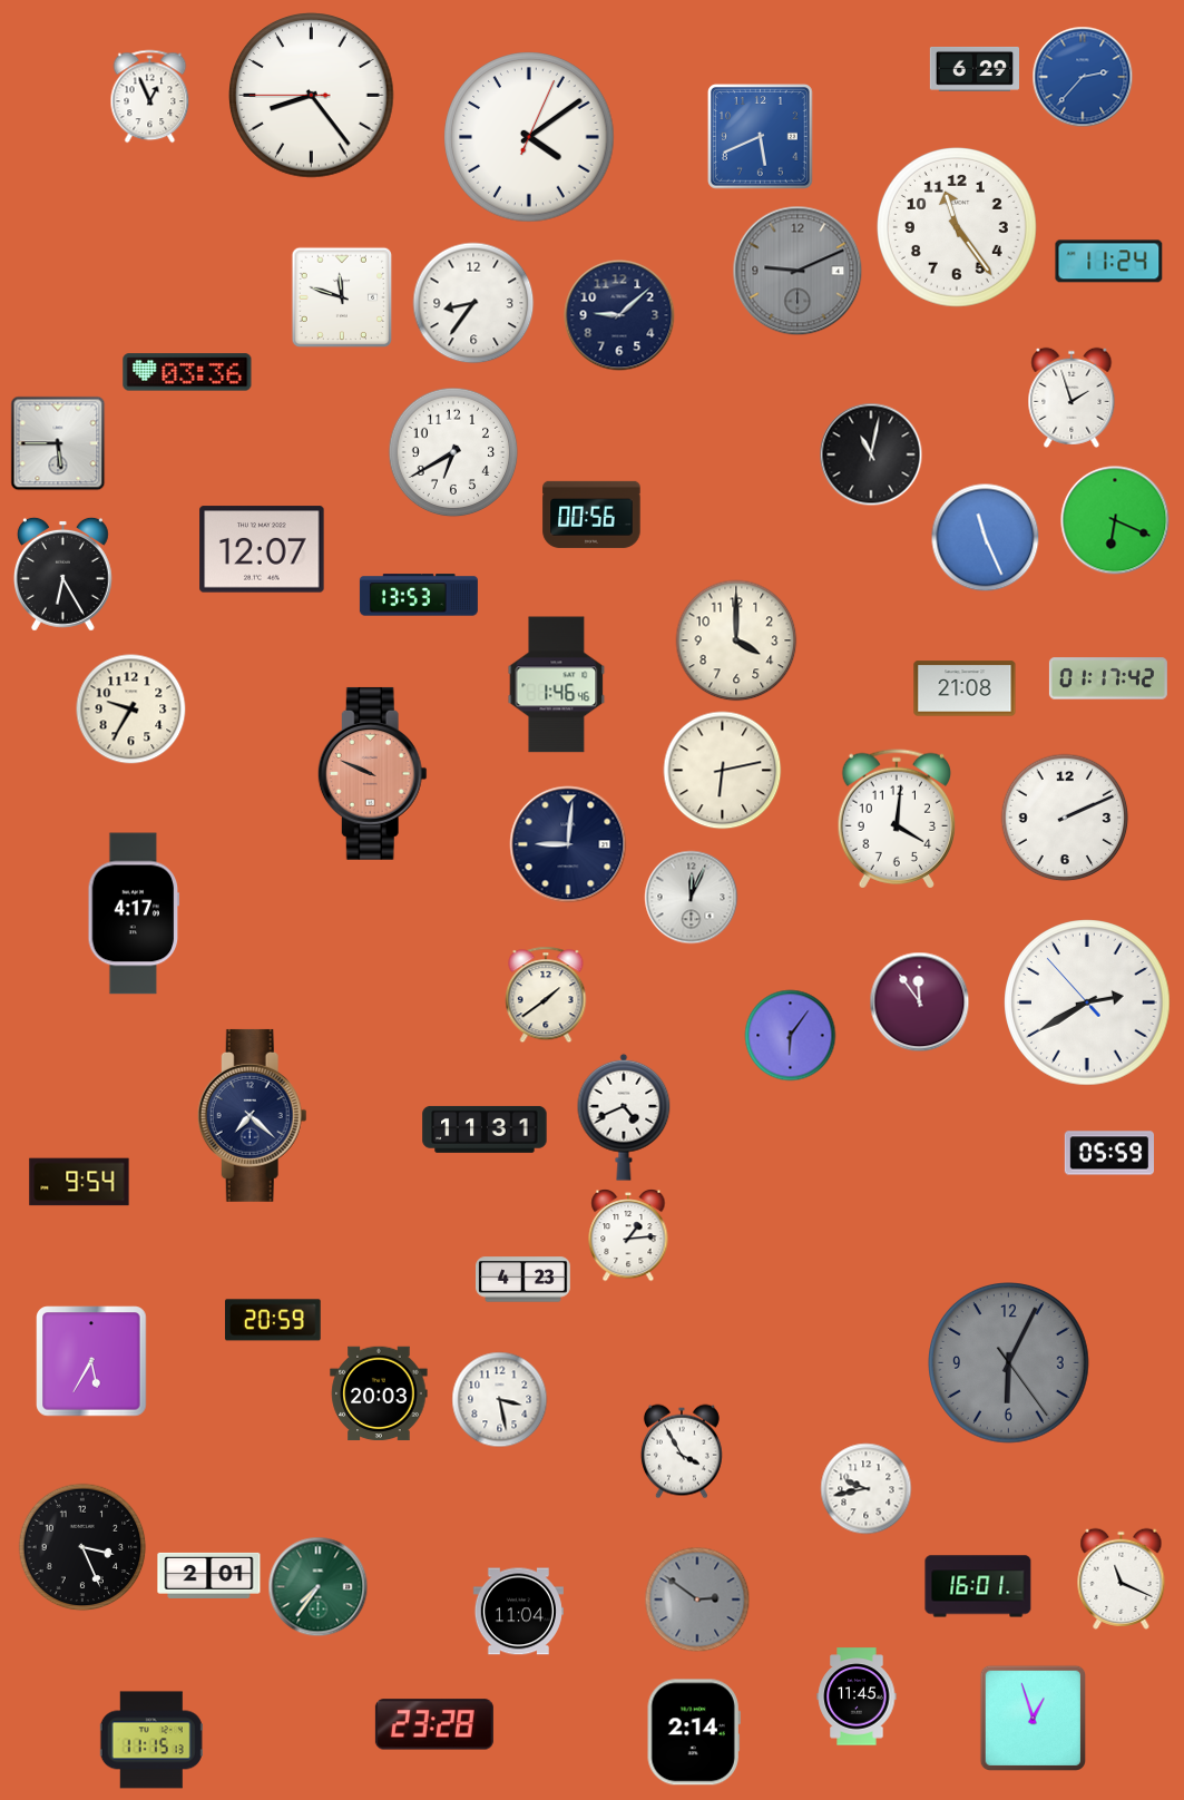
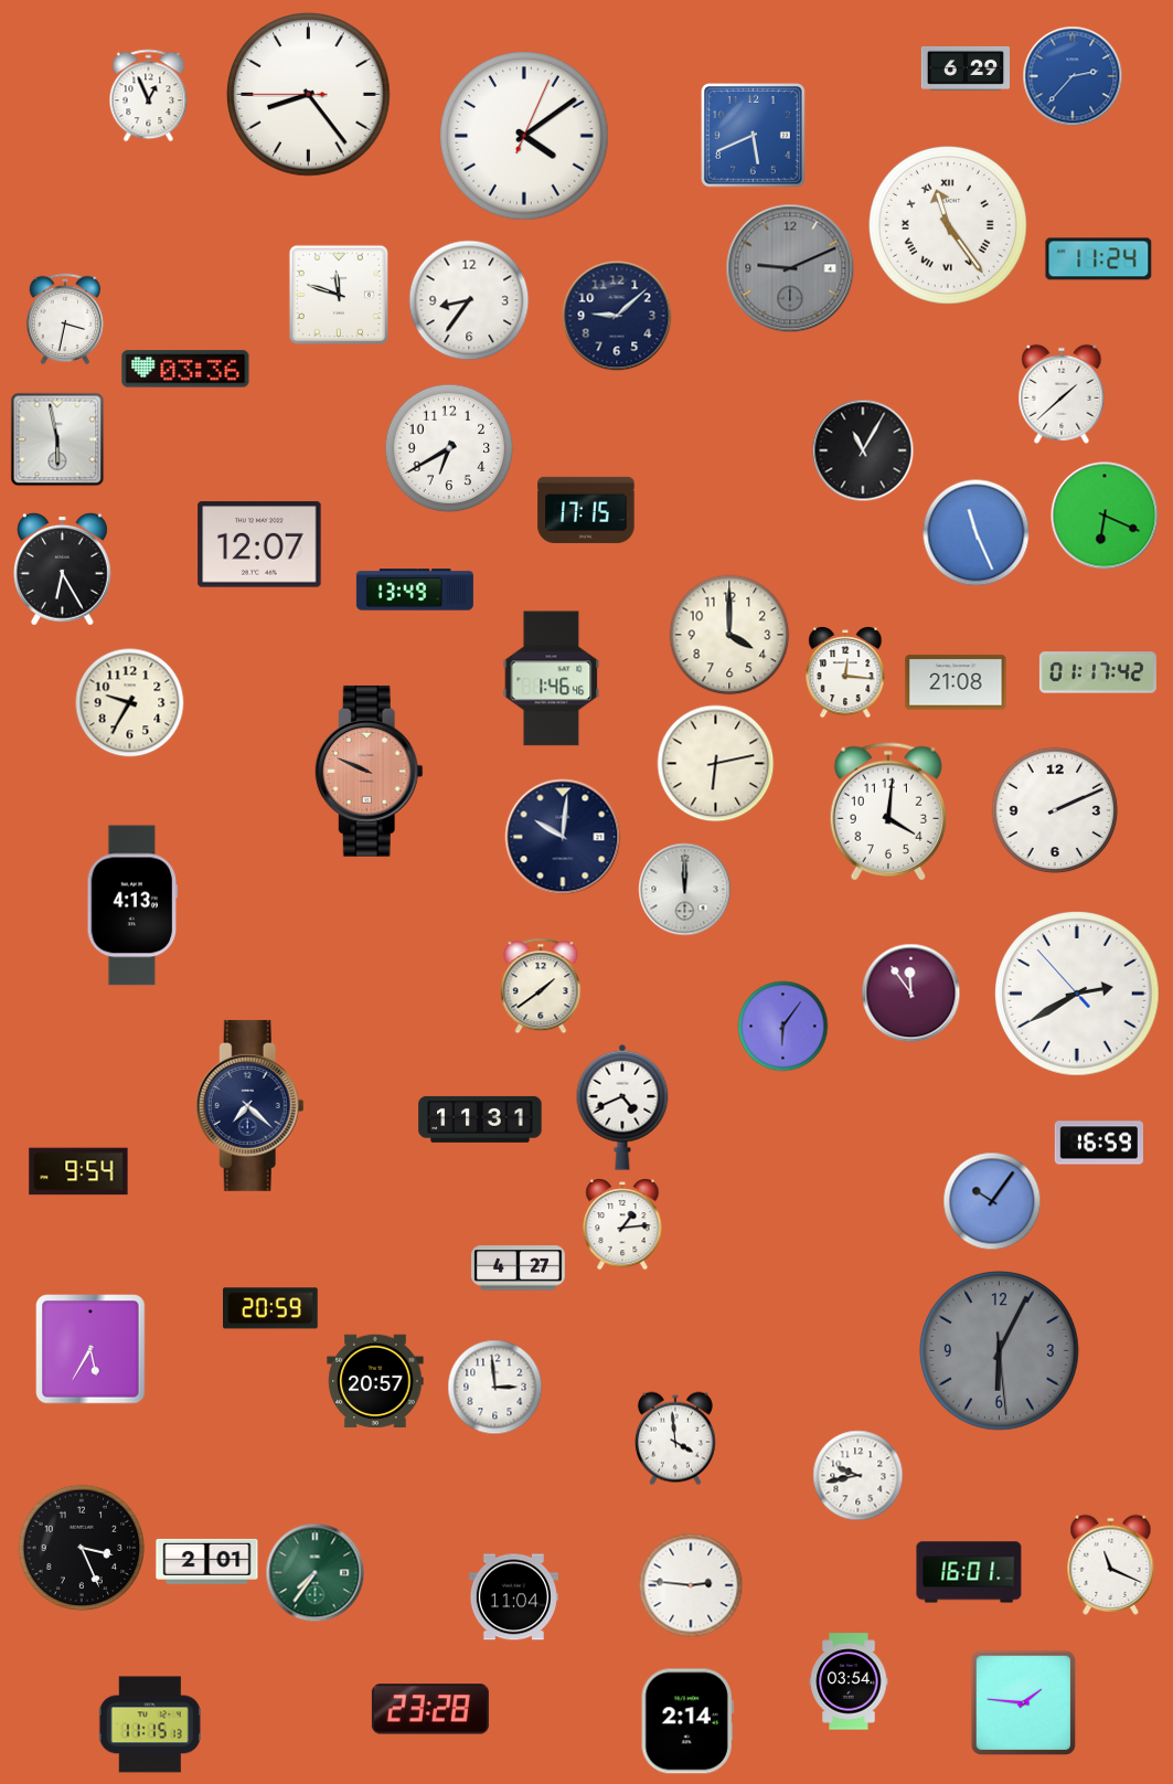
clock at (957, 227) numerals: Arabic -> Roman
clock at (619, 315) position: (619, 315) -> (617, 316)
clock at (65, 319): none -> 3:32
clock at (1072, 398): 1:57 -> 1:38
clock at (58, 443): 5:45 -> 5:58
clock at (871, 454): 11:02 -> 11:05
clock at (591, 515): 00:56 -> 17:15
clock at (419, 595): 13:53 -> 13:49
clock at (845, 673): none -> 12:16
clock at (372, 773) position: (372, 773) -> (369, 771)
clock at (568, 844): 9:01 -> 10:01
clock at (692, 898): 12:04 -> 12:00
clock at (134, 913): 4:17 -> 4:13
clock at (624, 1117) position: (624, 1117) -> (622, 1107)
clock at (1108, 1153): 05:59 -> 16:59
clock at (992, 1201): none -> 10:06
clock at (523, 1280): 4:23 -> 4:27
clock at (1009, 1363): 6:04:24 -> 6:04:29
clock at (379, 1393): 20:03 -> 20:57
clock at (500, 1400): 3:28 -> 2:59
clock at (682, 1451): 3:55 -> 3:59
clock at (82, 1547) position: (82, 1547) -> (82, 1548)
clock at (697, 1600): 2:51 -> 2:46
clock at (697, 1600) dial: grey -> white
clock at (857, 1696): 11:45 -> 03:54
clock at (1033, 1718): 12:57 -> 1:46
clock at (694, 1732) position: (694, 1732) -> (687, 1721)
